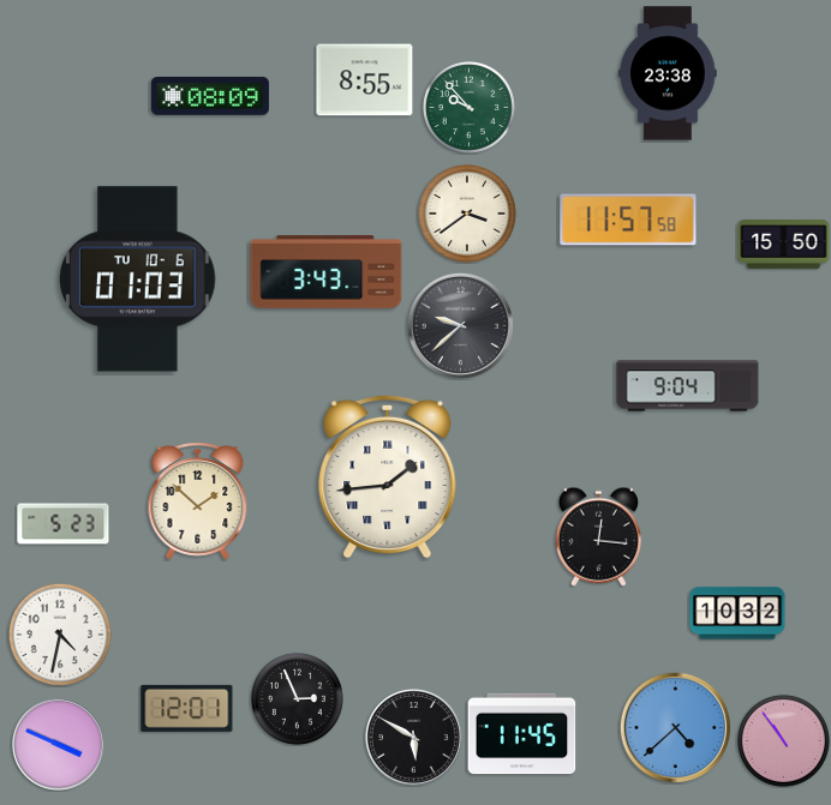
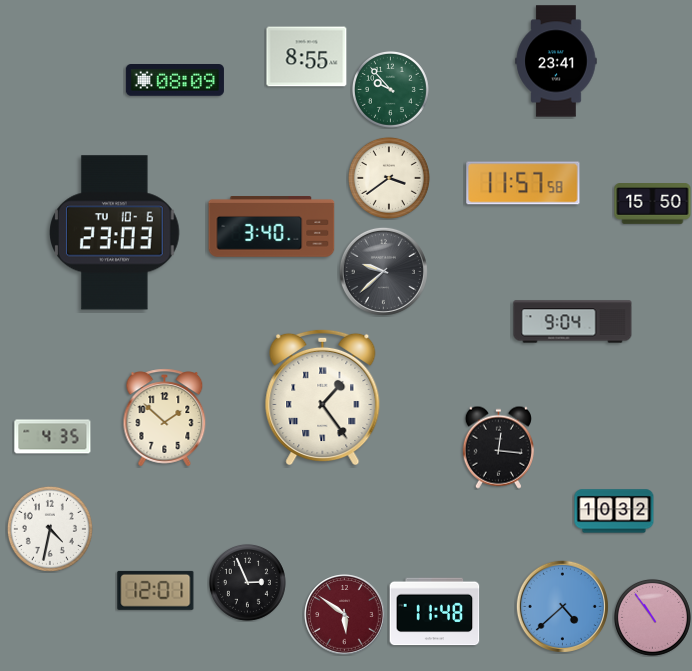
clock at (668, 73): 23:38 -> 23:41
clock at (365, 80) position: (365, 80) -> (307, 57)
clock at (327, 272): 3:43 -> 3:40
clock at (138, 280): 01:03 -> 23:03
clock at (388, 476): 1:44 -> 1:24
clock at (64, 524): 5:23 -> 4:35
clock at (522, 734): 11:45 -> 11:48
clock at (414, 738): 5:50 -> 5:51
clock at (414, 738) dial: black -> burgundy
clock at (59, 745): 3:49 -> none
